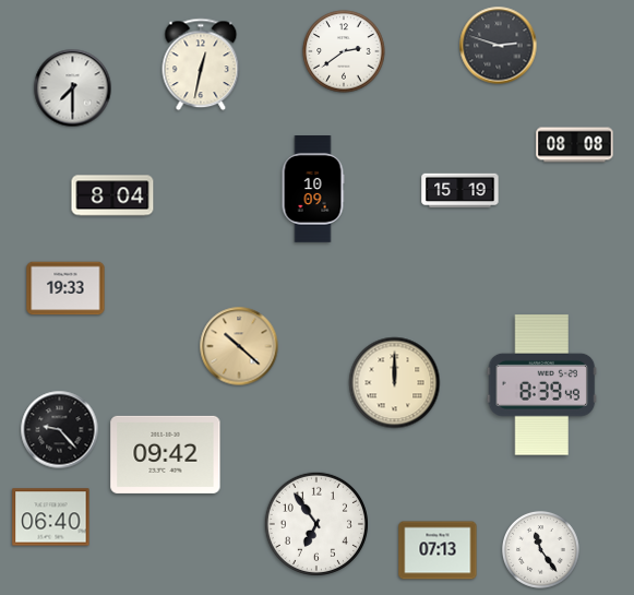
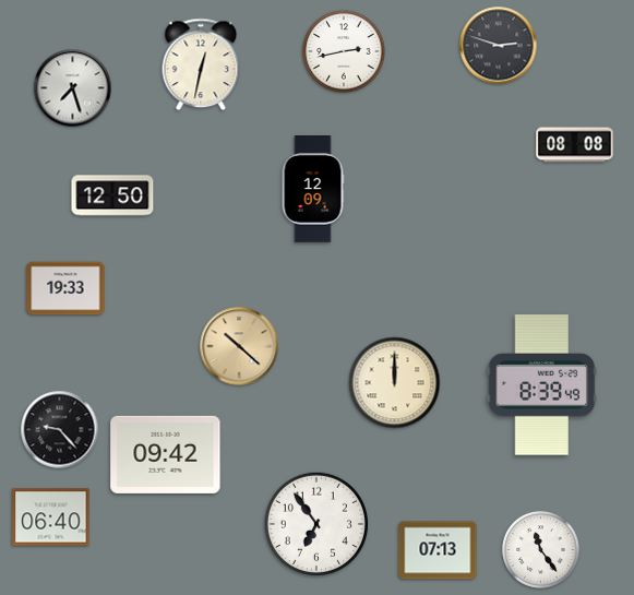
clock at (344, 51): 2:39 -> 2:43
clock at (73, 88): 7:30 -> 7:27
clock at (313, 190): 10:09 -> 12:09
clock at (460, 191): 15:19 -> none
clock at (112, 195): 8:04 -> 12:50
